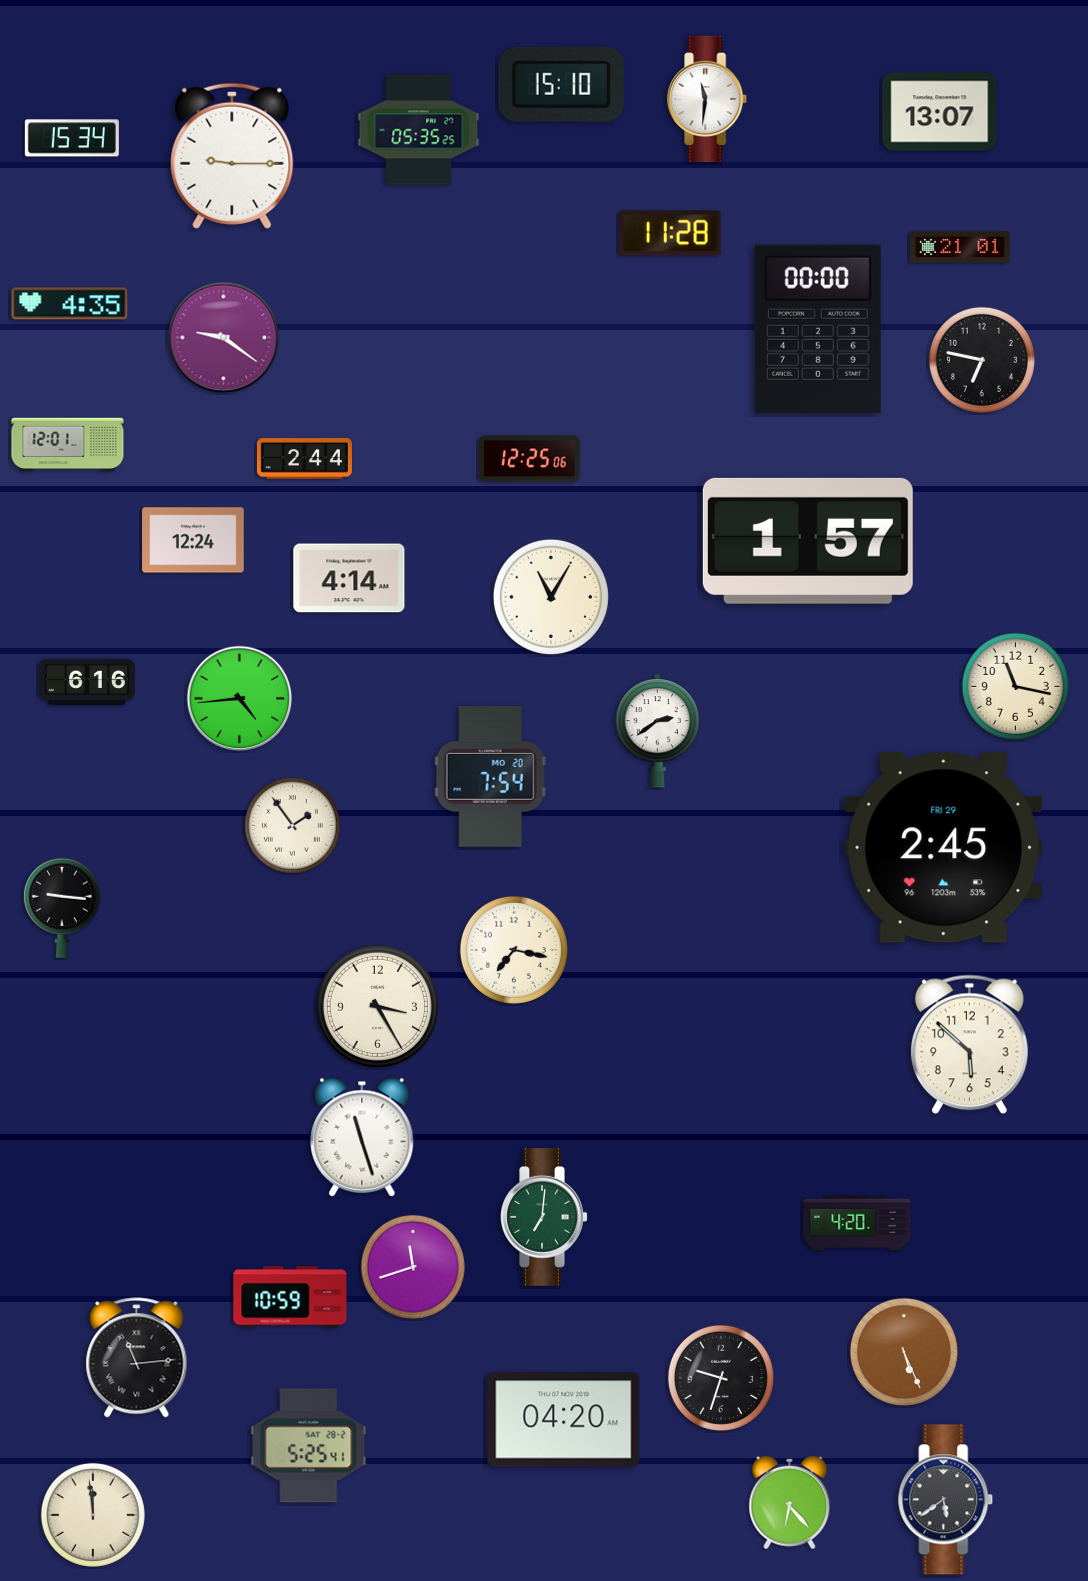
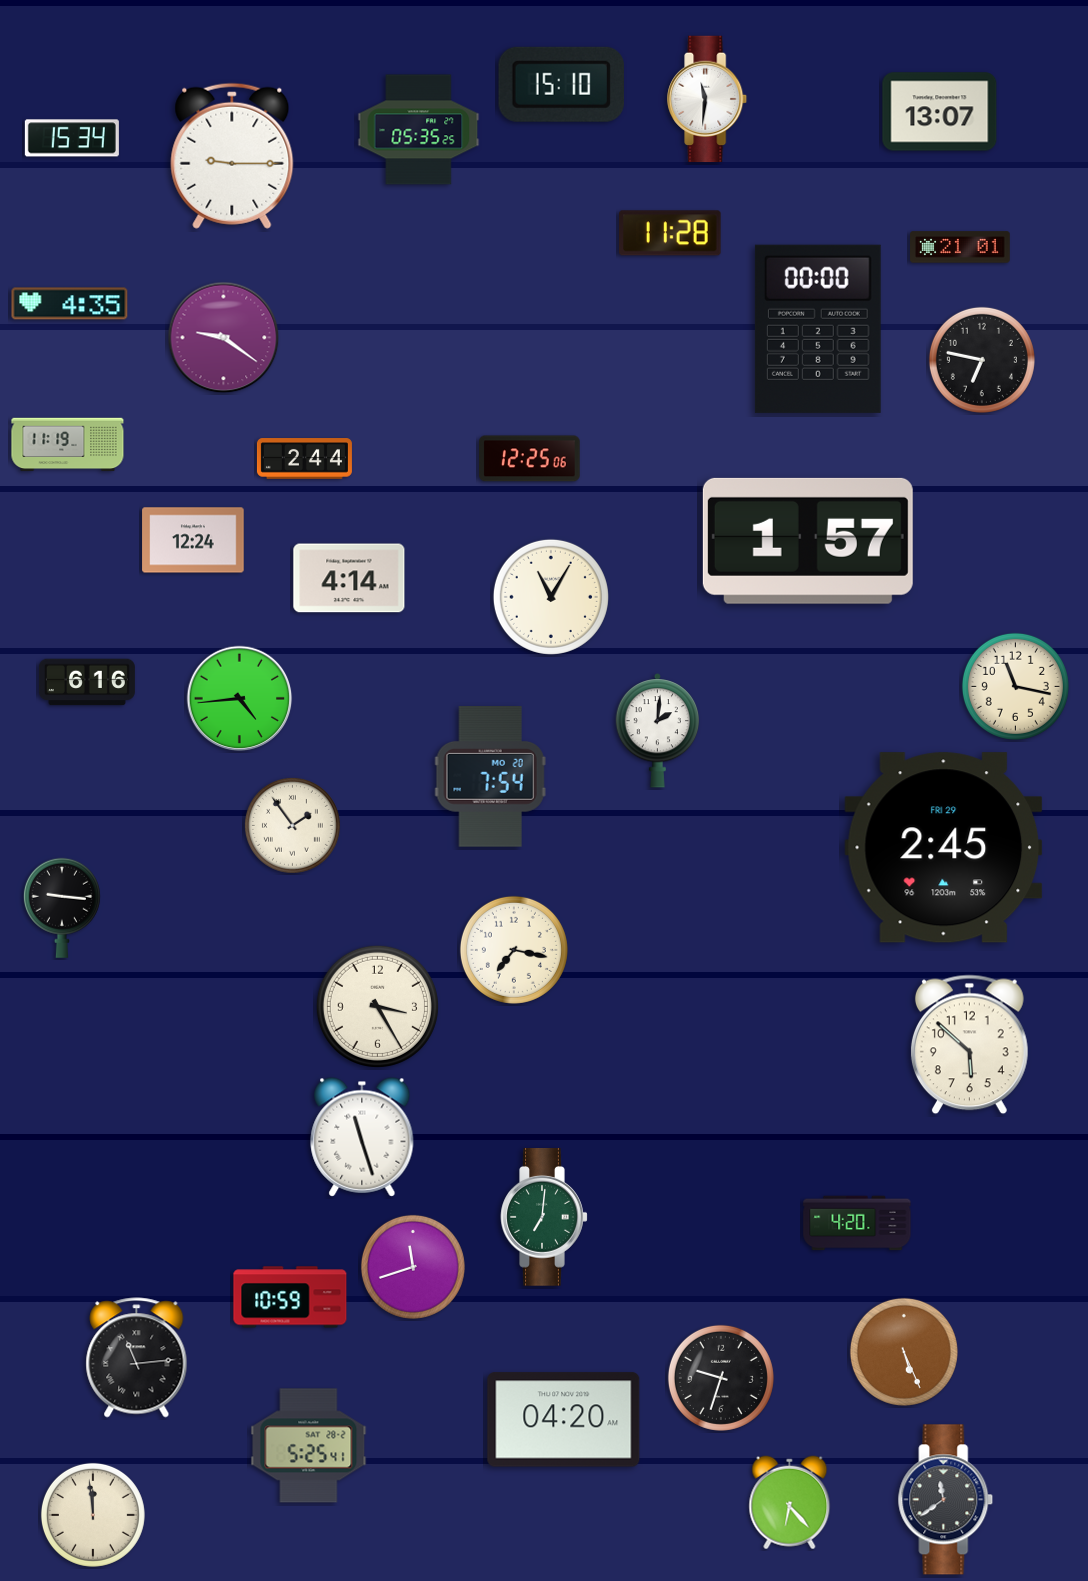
clock at (68, 445): 12:01 -> 11:19
clock at (658, 731): 2:39 -> 2:01
clock at (946, 1500): 5:39 -> 11:39
